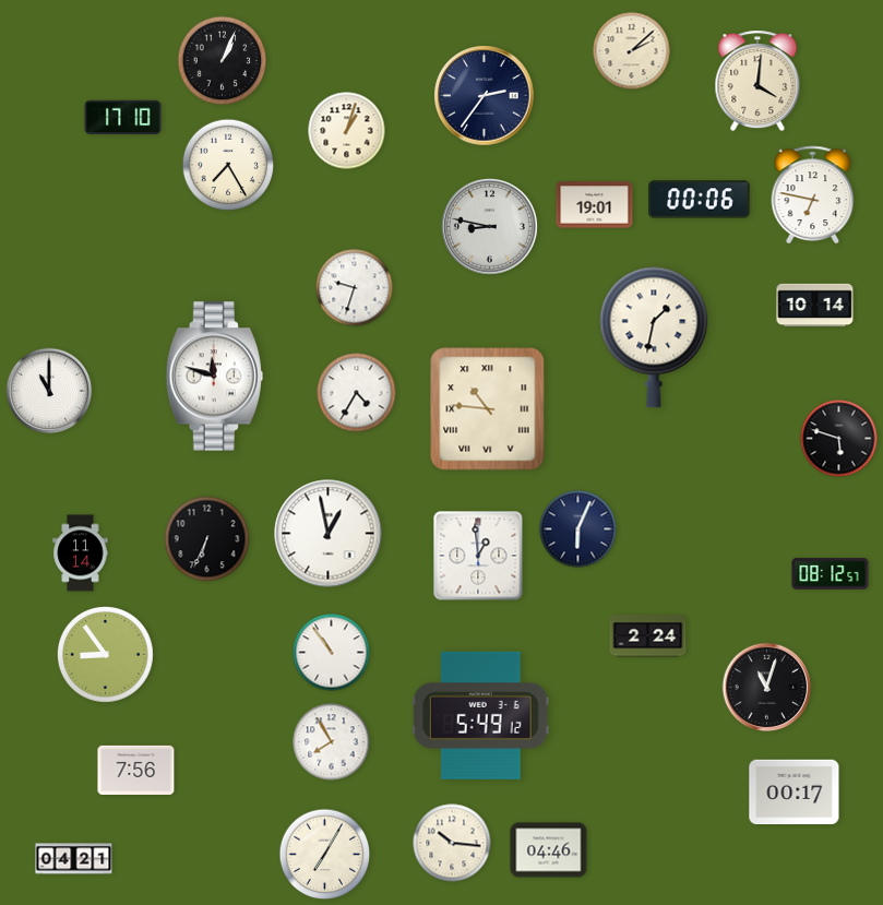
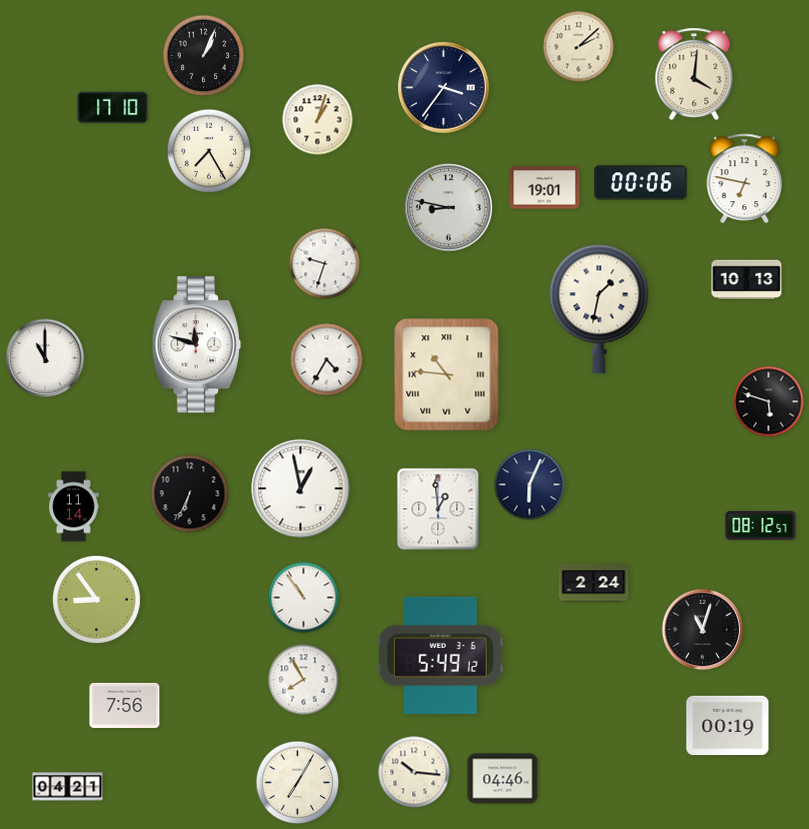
clock at (485, 96): 2:36 -> 3:36
clock at (815, 306): 10:14 -> 10:13
clock at (795, 793): 00:17 -> 00:19
